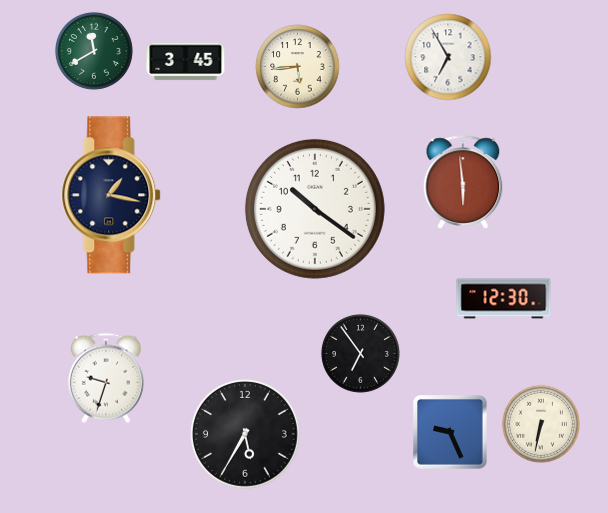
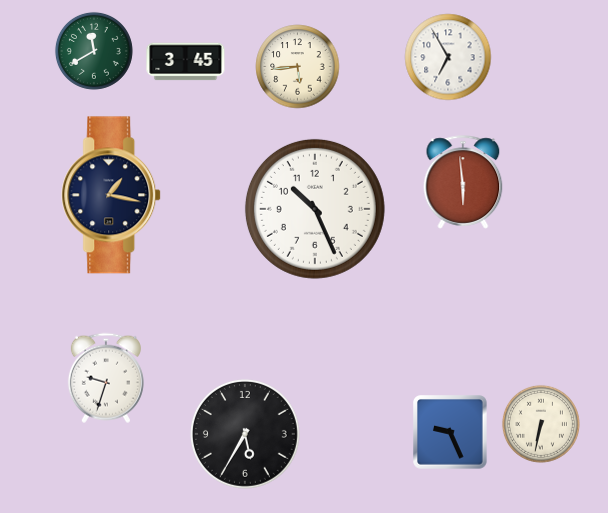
clock at (315, 209): 10:21 -> 10:26
clock at (504, 299): 12:30 -> none
clock at (360, 353): 6:54 -> none
